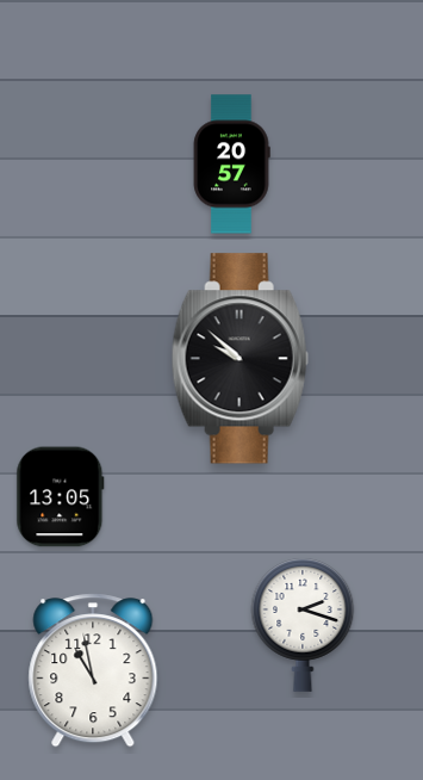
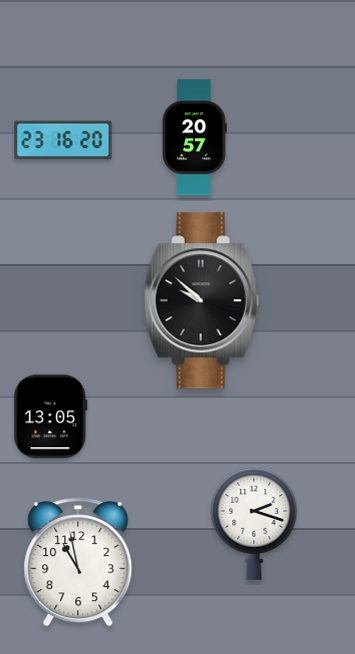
clock at (63, 140): none -> 23:16
